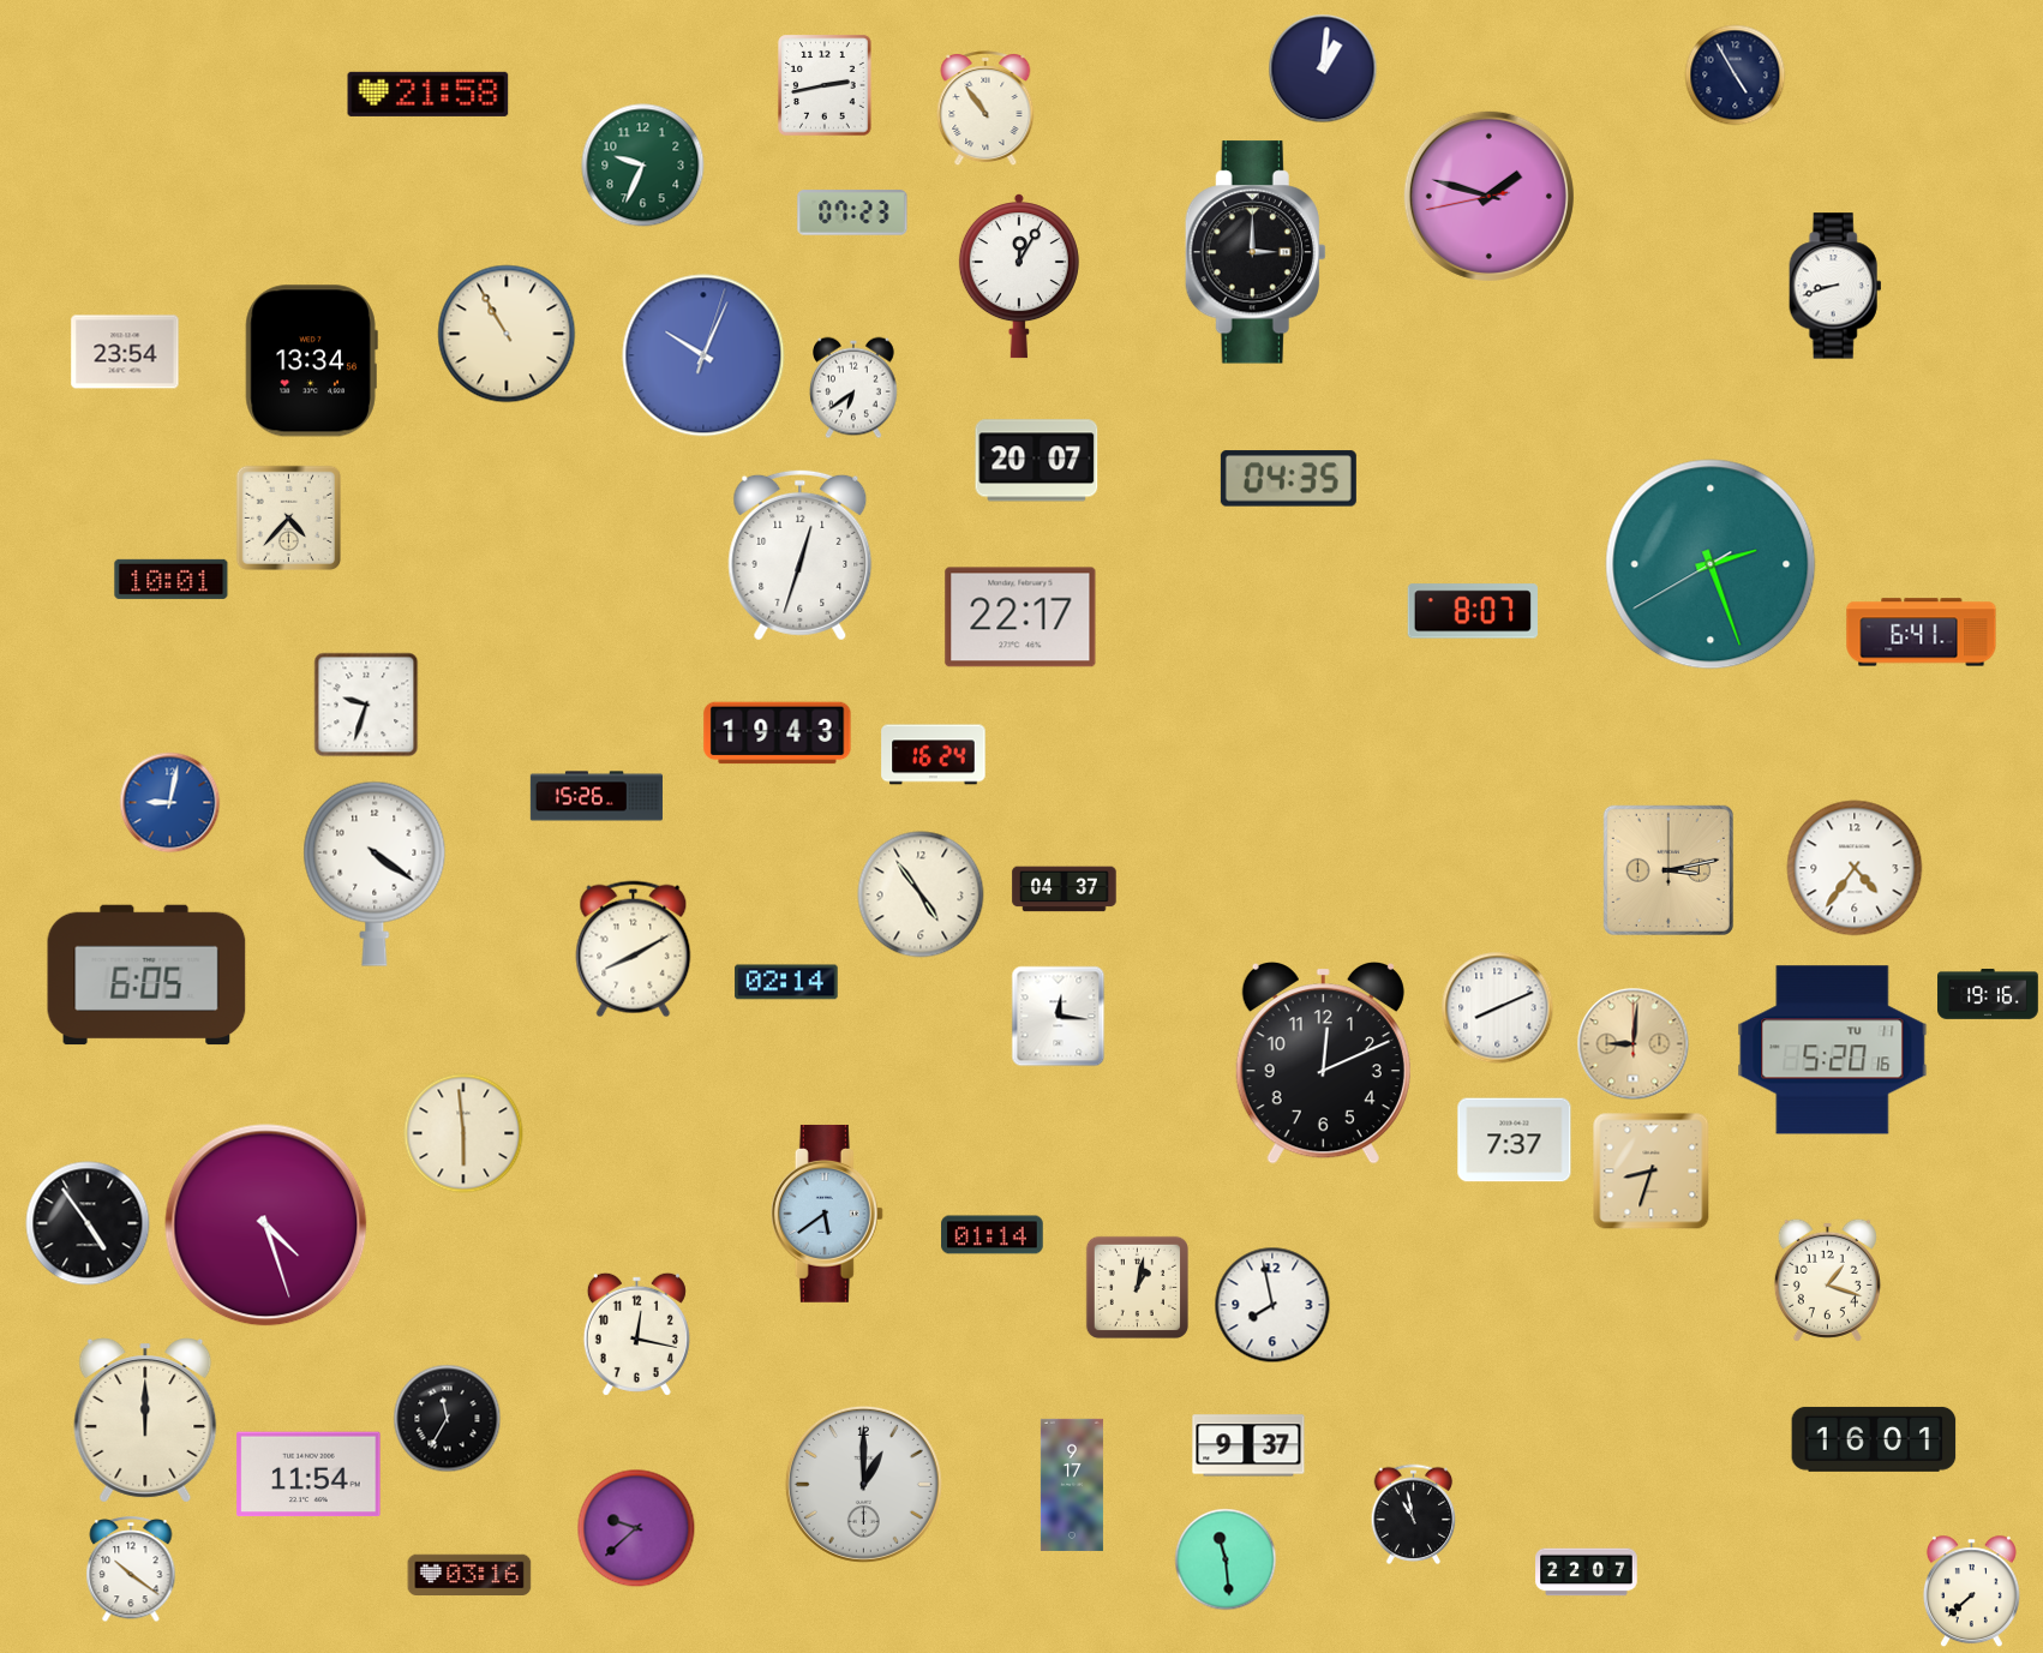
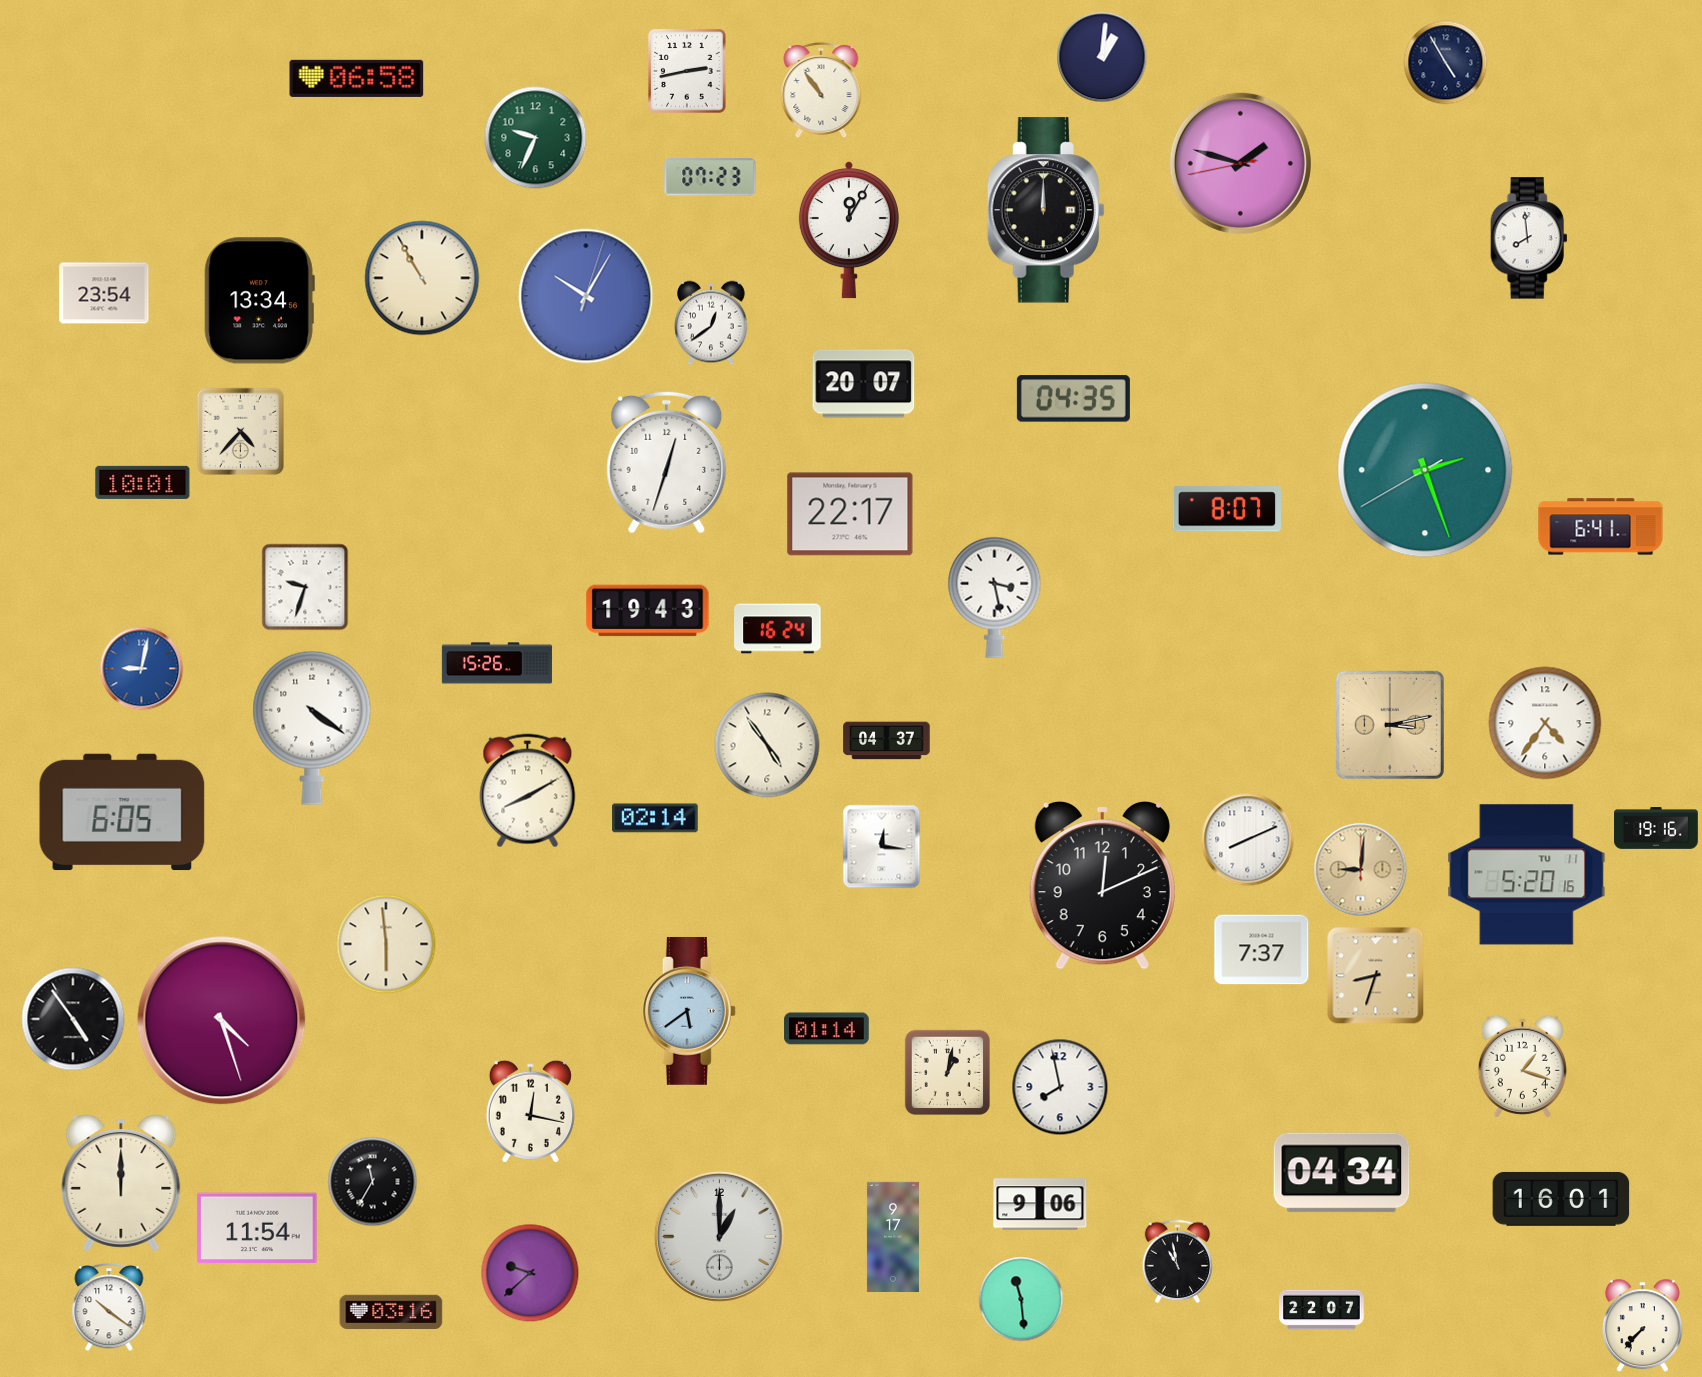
clock at (429, 94): 21:58 -> 06:58
clock at (1256, 252): 3:00 -> 12:00
clock at (1835, 286): 8:42 -> 7:59
clock at (703, 355): 10:04 -> 10:05
clock at (855, 388): 6:39 -> 12:39
clock at (995, 597): none -> 3:28
clock at (1342, 1173): none -> 04:34
clock at (1248, 1445): 9:37 -> 9:06
clock at (1971, 1592): 7:38 -> 7:37
